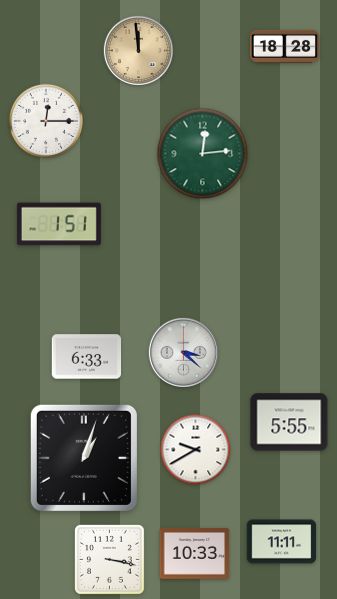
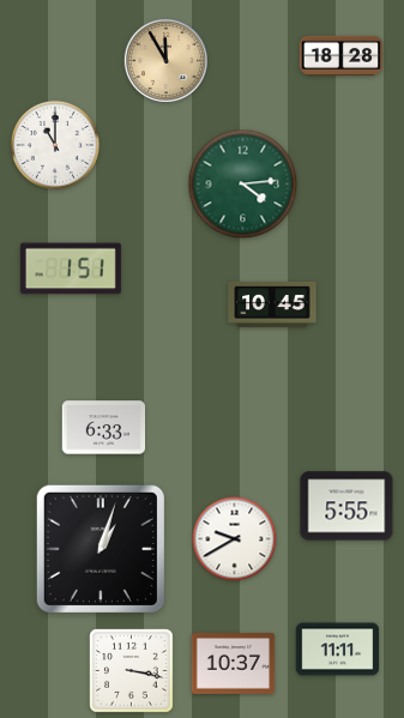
clock at (138, 50): 11:59 -> 11:55
clock at (45, 120): 12:15 -> 11:00
clock at (203, 154): 12:14 -> 4:14
clock at (272, 304): none -> 10:45
clock at (183, 352): 3:22 -> none
clock at (195, 554): 10:33 -> 10:37
